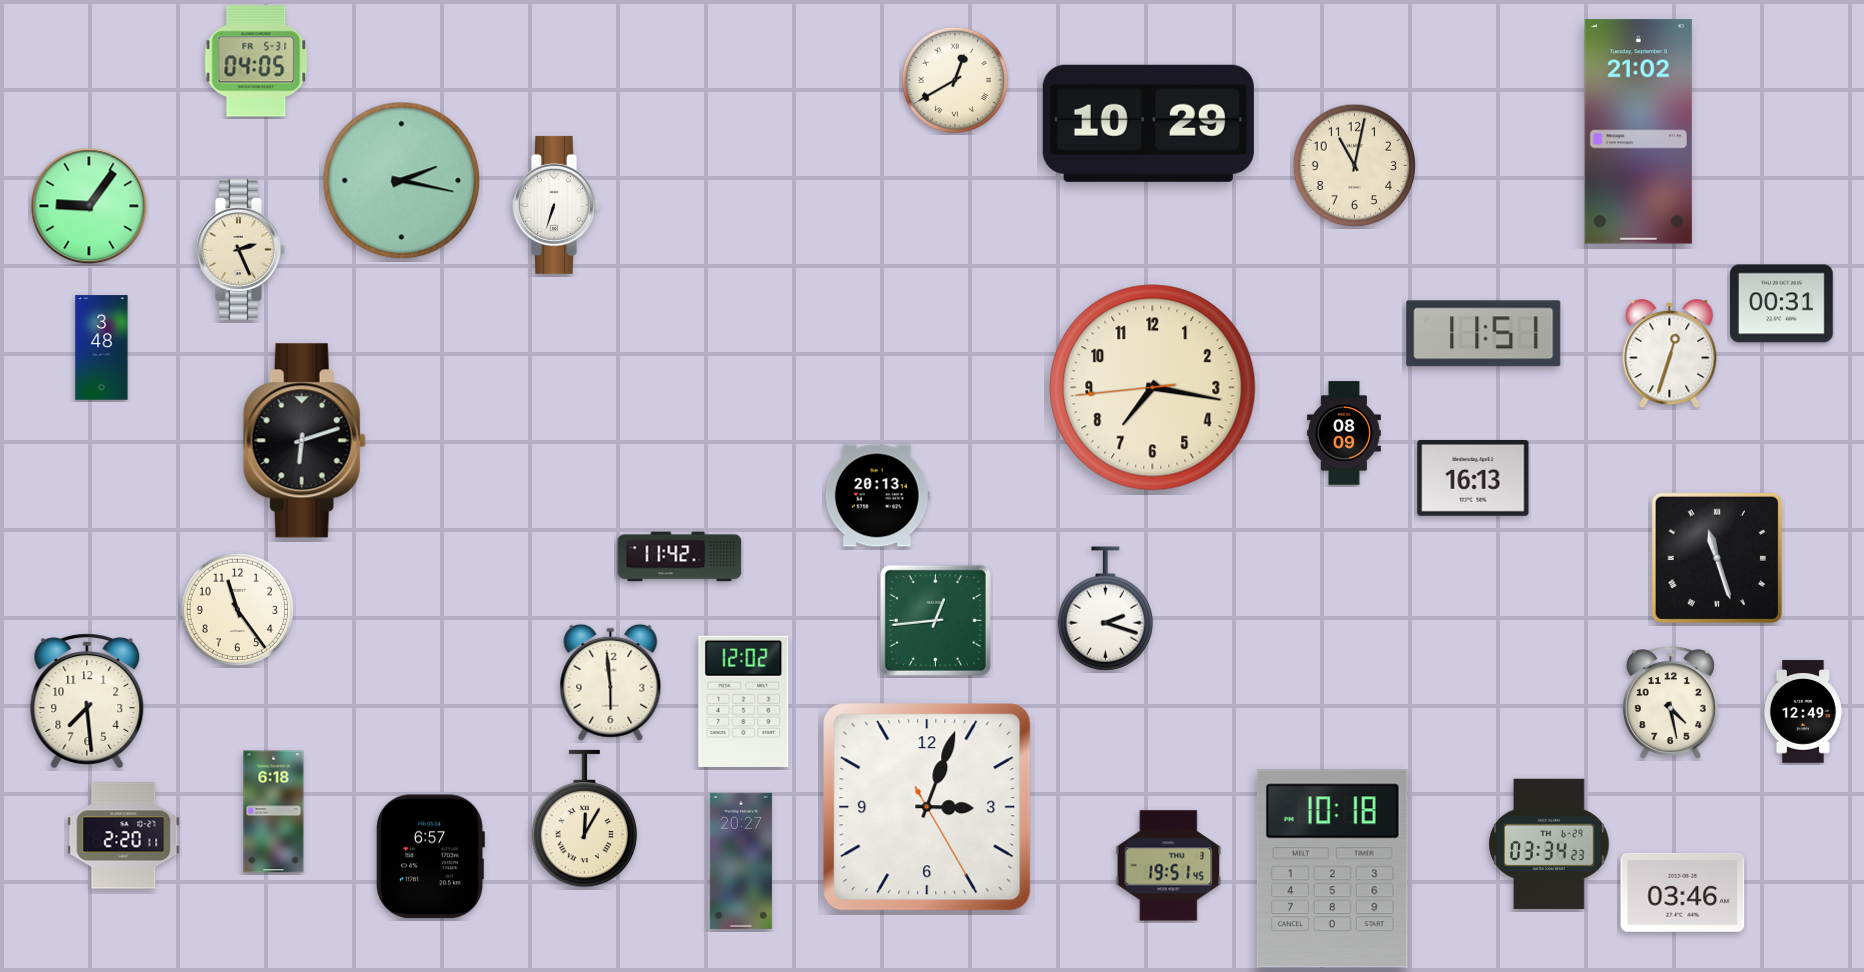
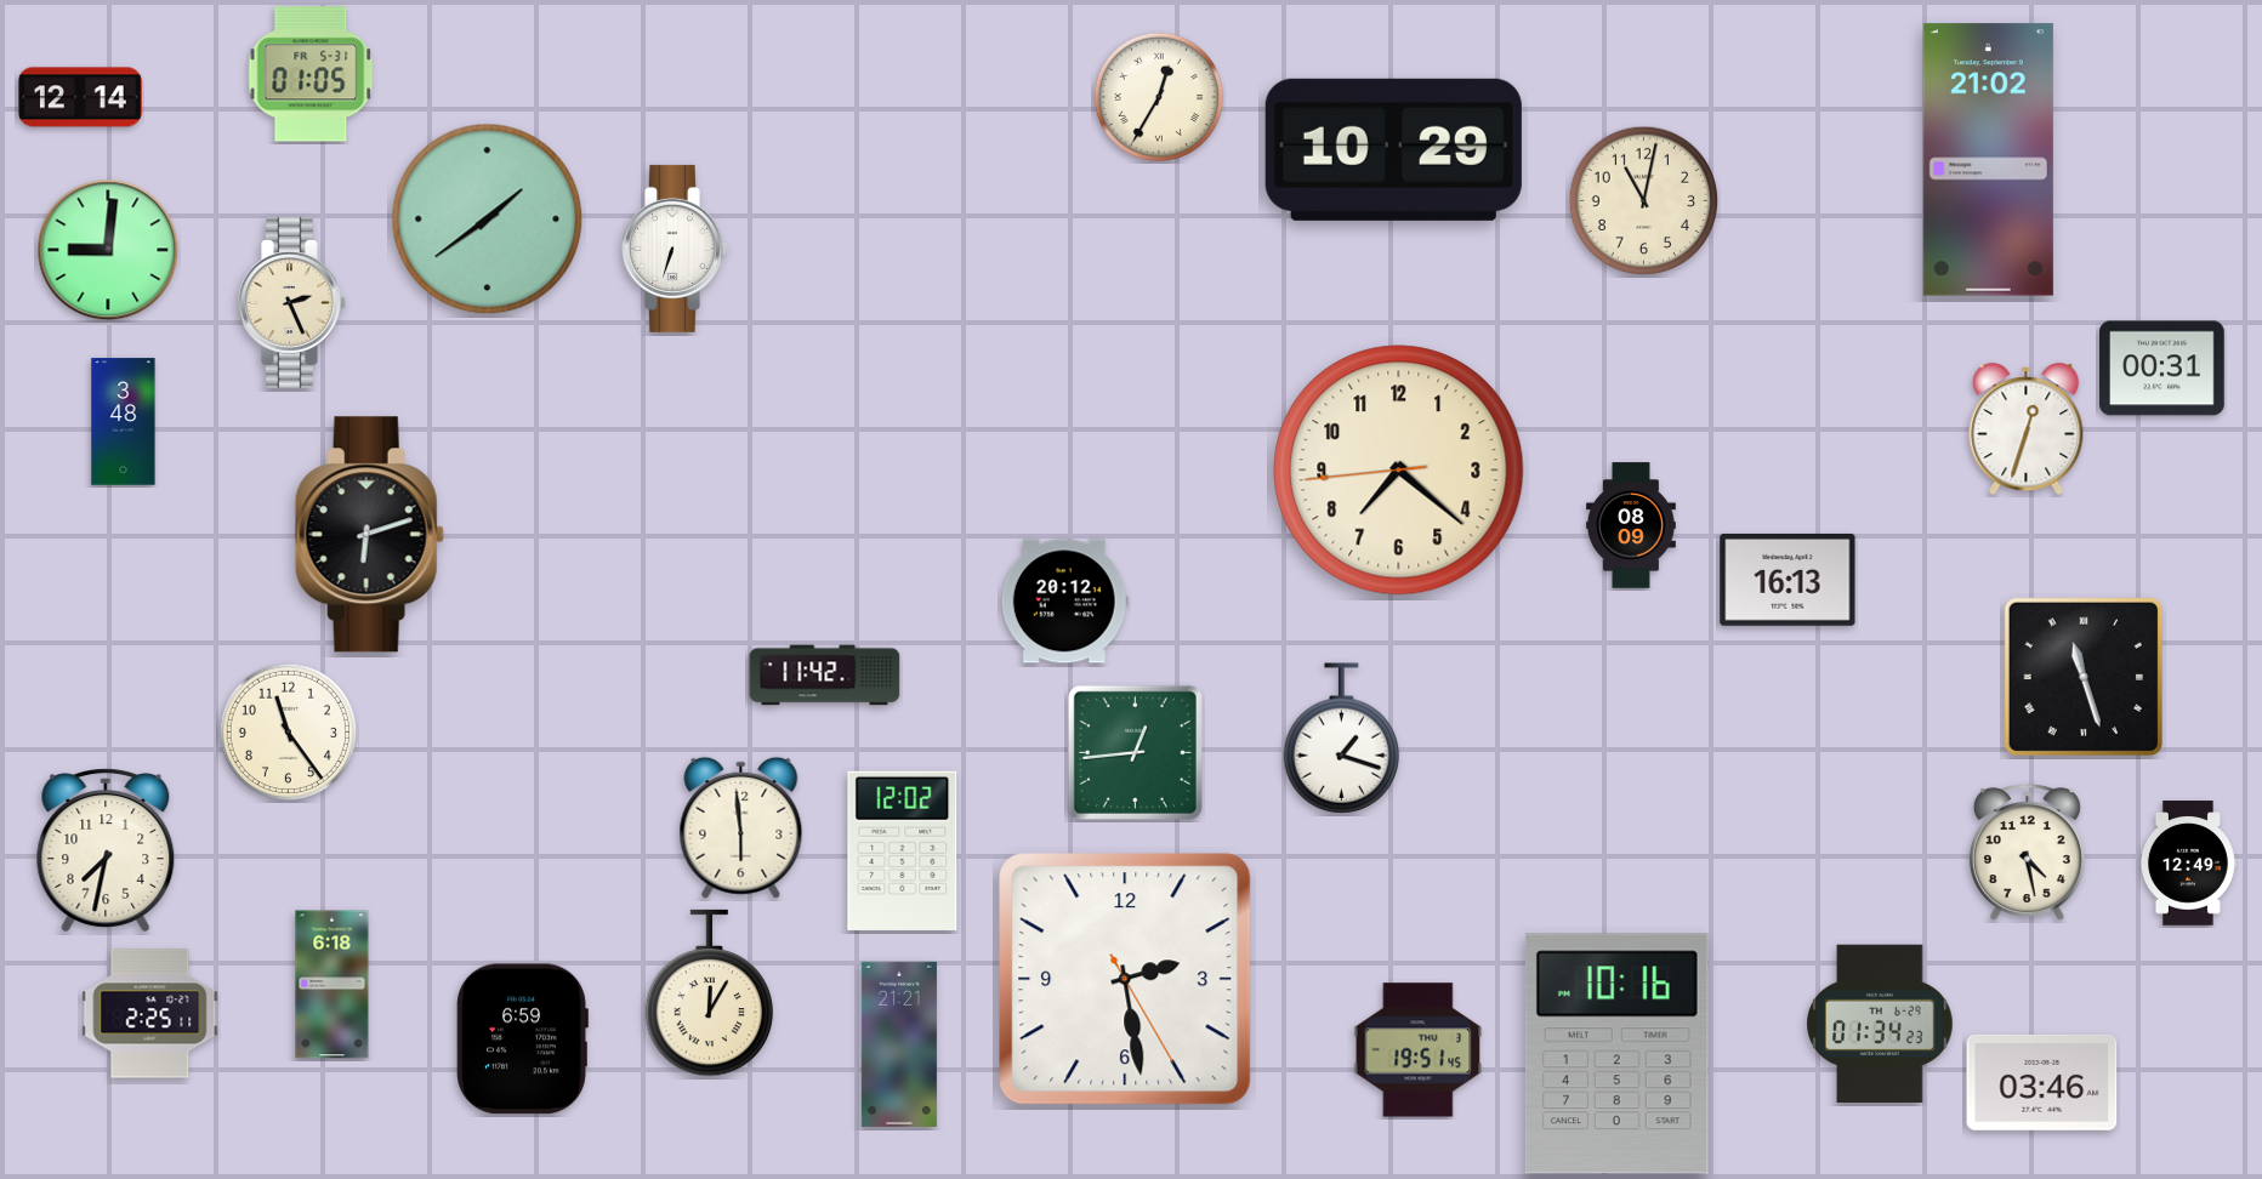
clock at (256, 61): 04:05 -> 01:05
clock at (81, 97): none -> 12:14
clock at (955, 80): 12:40 -> 12:35
clock at (402, 181): 2:17 -> 1:39
clock at (89, 206): 9:06 -> 9:01
clock at (1484, 334): 11:51 -> none
clock at (1153, 388): 7:16 -> 7:21
clock at (877, 496): 20:13 -> 20:12
clock at (237, 609) position: (237, 609) -> (288, 731)
clock at (1105, 609): 2:18 -> 1:18
clock at (87, 701): 7:29 -> 7:32
clock at (927, 807): 3:03 -> 2:28
clock at (124, 836): 2:20 -> 2:25
clock at (1549, 844): 03:34 -> 01:34
clock at (430, 857): 6:57 -> 6:59
clock at (741, 861): 20:27 -> 21:21
clock at (1332, 869): 10:18 -> 10:16
